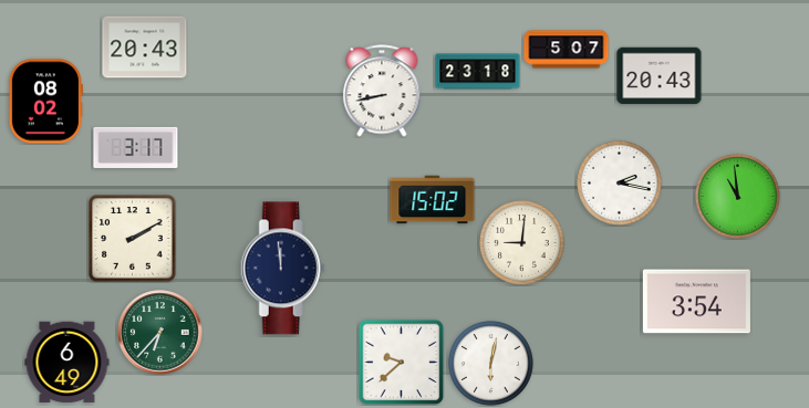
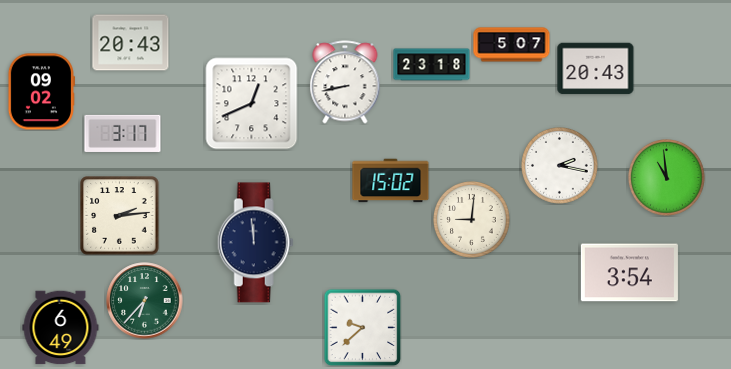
clock at (45, 102): 08:02 -> 09:02
clock at (252, 104): none -> 12:41
clock at (133, 239): 2:10 -> 2:14
clock at (491, 364): 6:02 -> none
